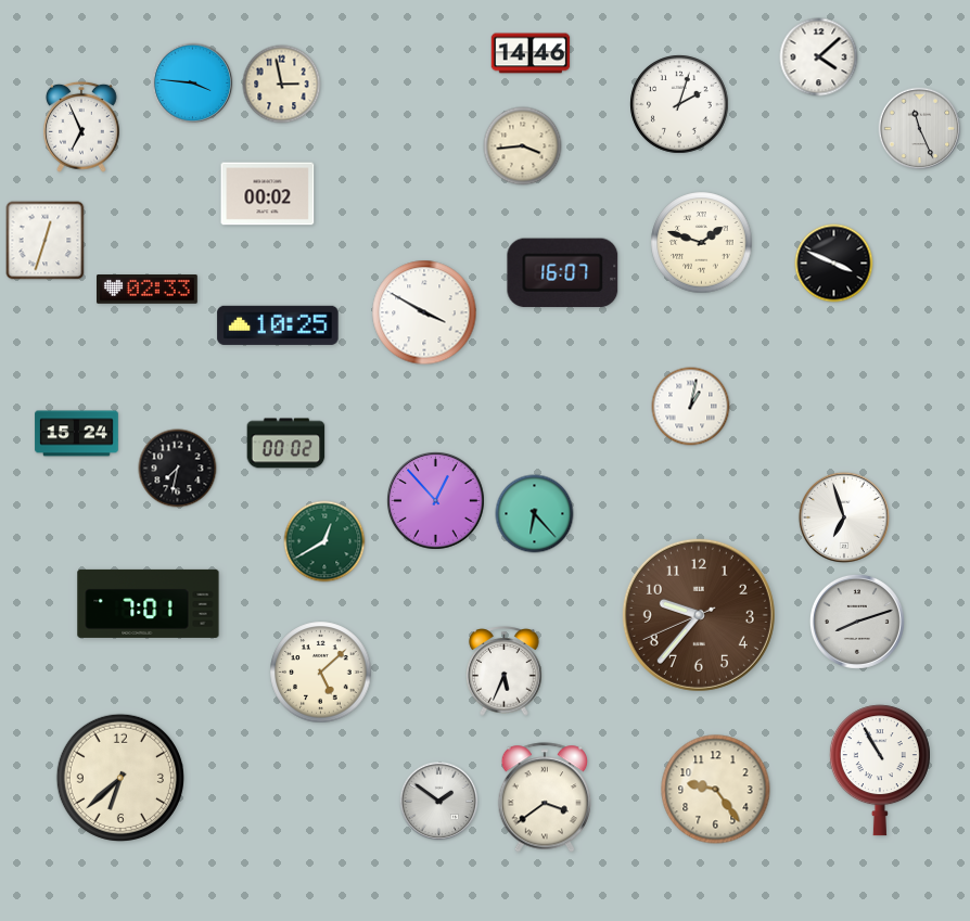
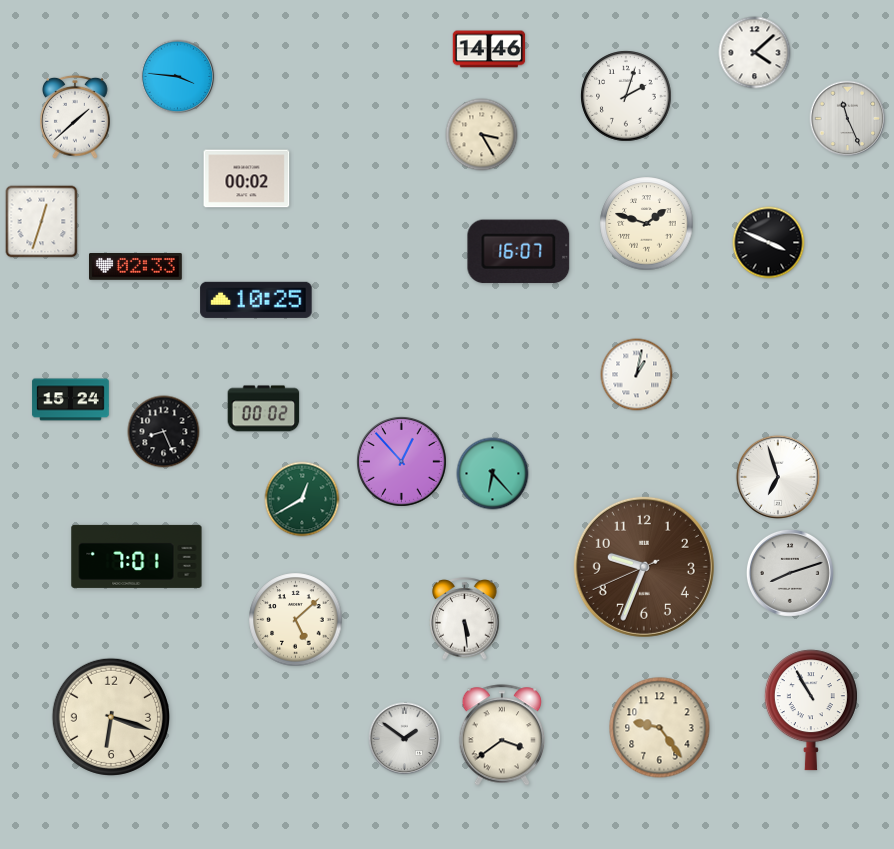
clock at (282, 85): 2:58 -> none
clock at (82, 127): 6:56 -> 1:38
clock at (523, 146): 3:44 -> 3:25
clock at (424, 312): 3:50 -> none
clock at (178, 469): 7:32 -> 8:26
clock at (324, 541) position: (324, 541) -> (302, 499)
clock at (699, 615): 9:36 -> 9:33
clock at (505, 671): 5:34 -> 5:29
clock at (120, 778): 6:38 -> 6:18
